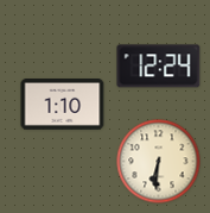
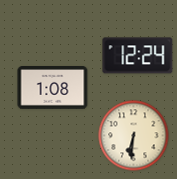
clock at (159, 67) position: (159, 67) -> (138, 56)
clock at (63, 105): 1:10 -> 1:08
